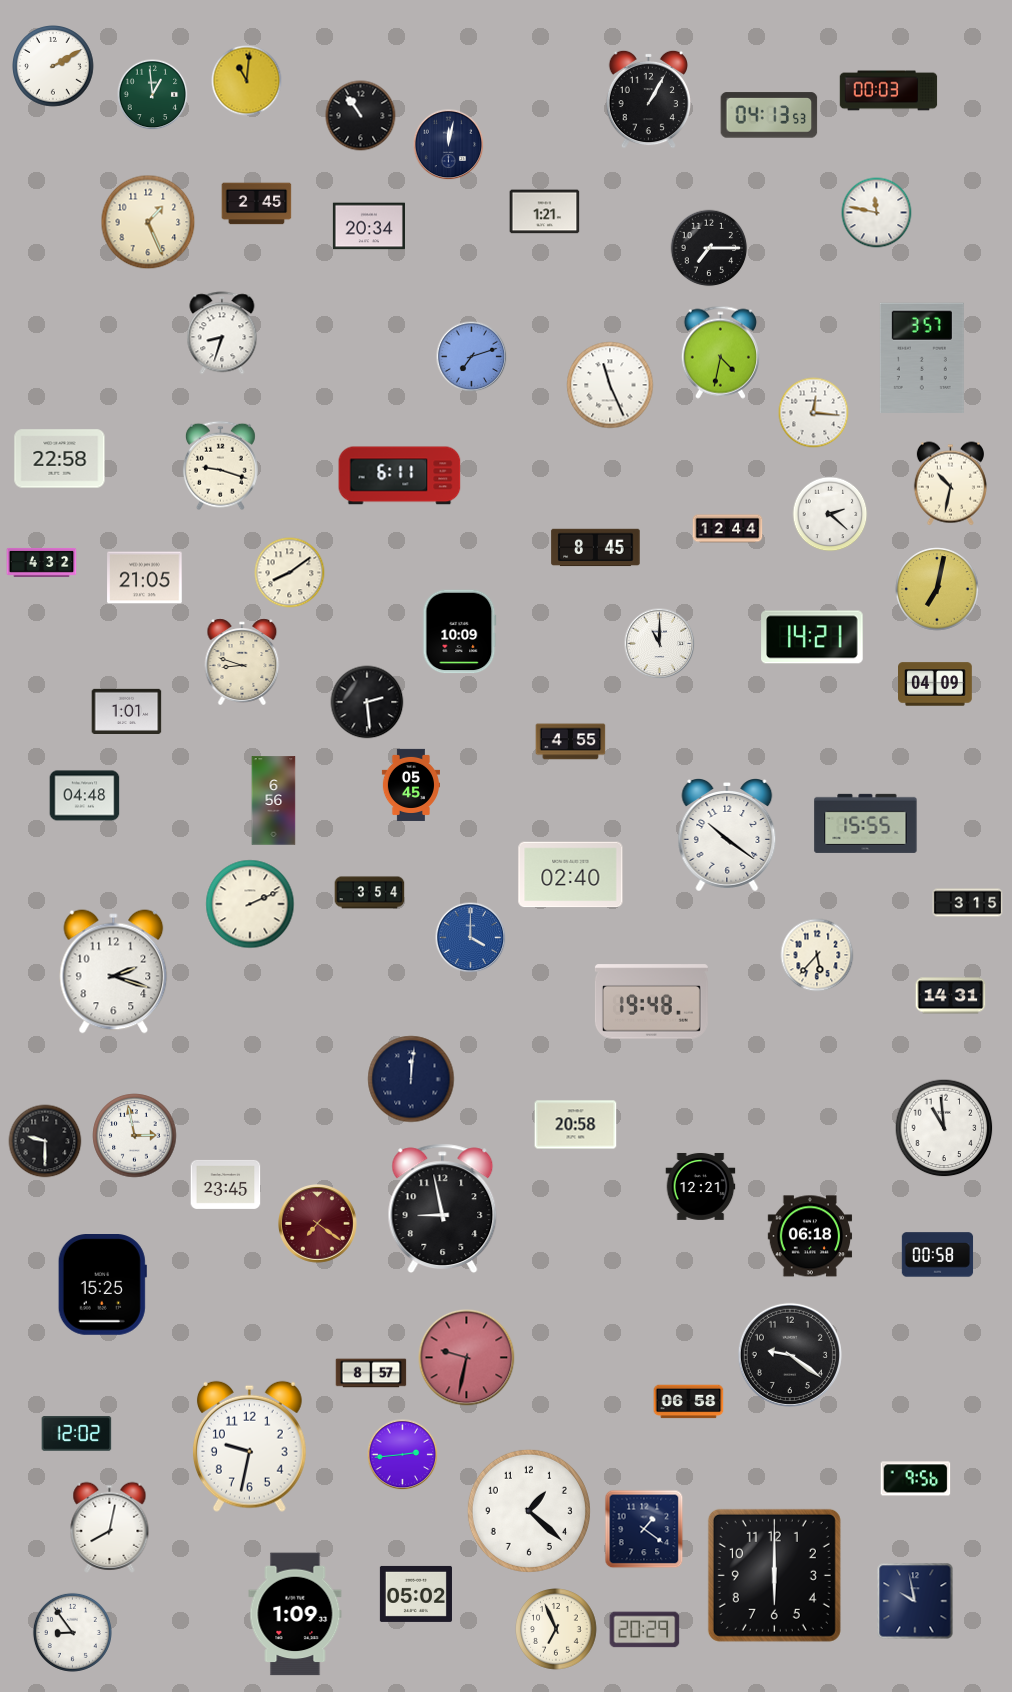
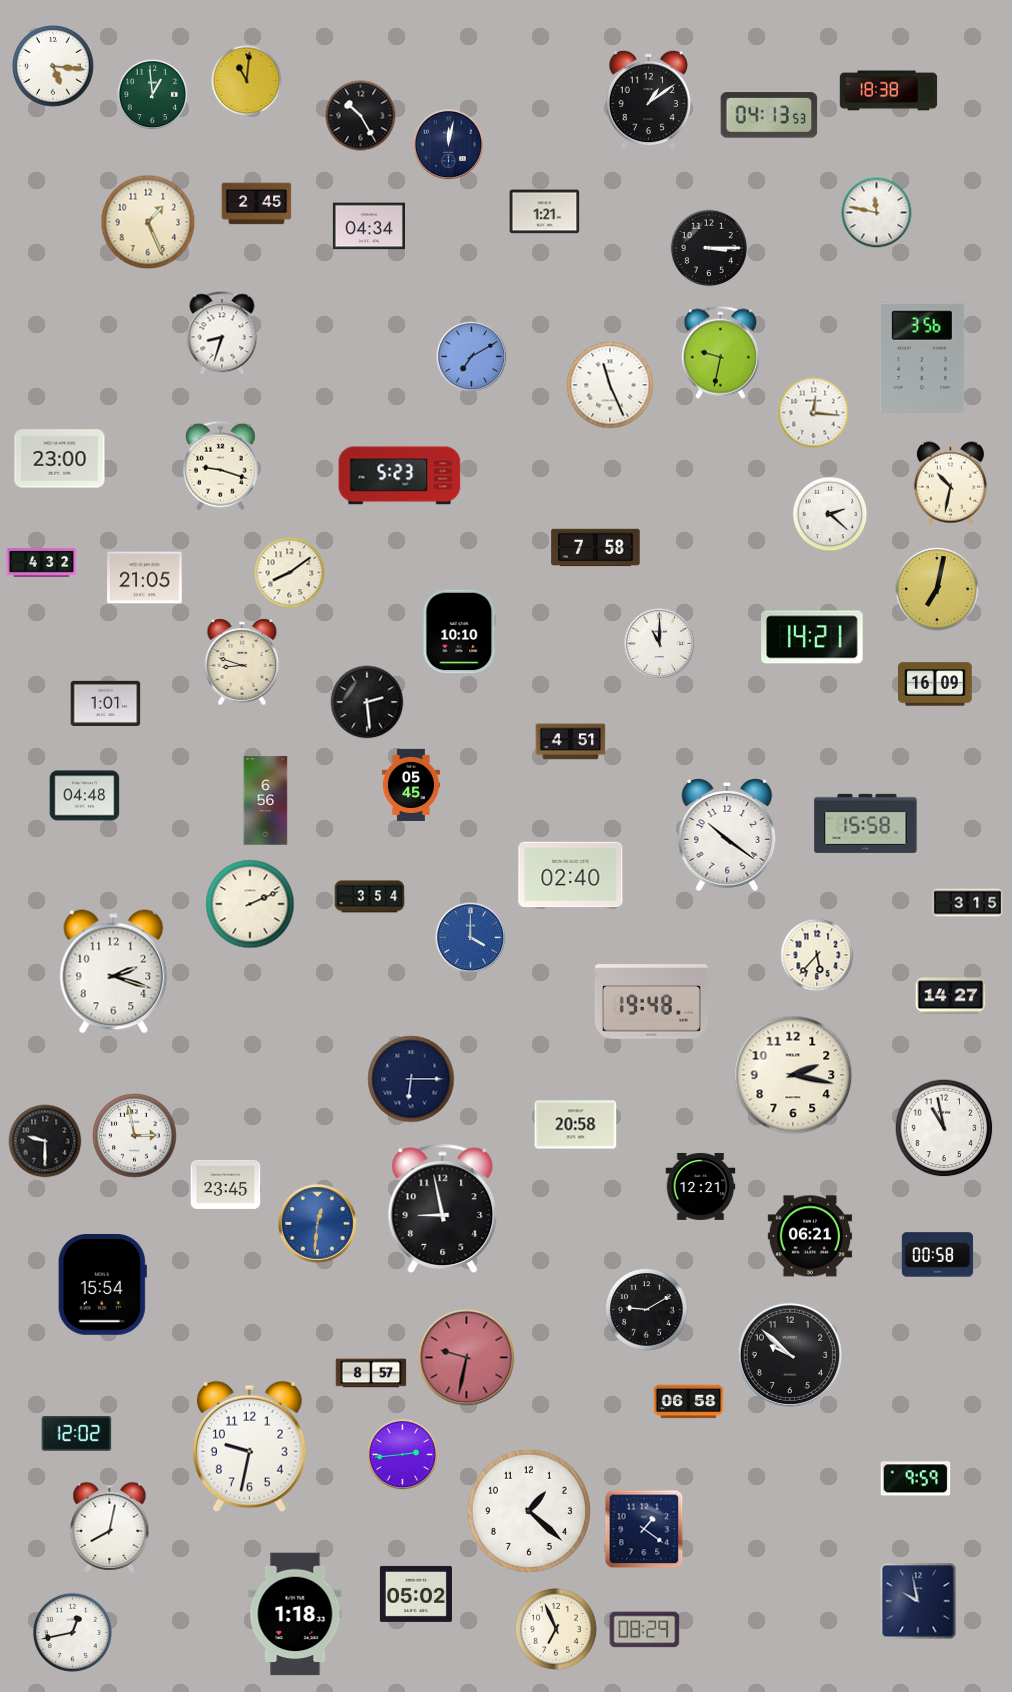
clock at (54, 67): 2:10 -> 5:16
clock at (889, 91): 00:03 -> 18:38
clock at (648, 99): 1:05 -> 1:09
clock at (361, 116): 10:54 -> 10:25
clock at (369, 226): 20:34 -> 04:34
clock at (709, 248): 7:15 -> 3:15
clock at (720, 352): 4:32 -> 9:32
clock at (472, 357): 7:12 -> 7:10
clock at (922, 357): 3:57 -> 3:56
clock at (60, 459): 22:58 -> 23:00
clock at (400, 476): 6:11 -> 5:23
clock at (728, 529): 12:44 -> none
clock at (596, 548): 8:45 -> 7:58
clock at (460, 632): 10:09 -> 10:10
clock at (936, 684): 04:09 -> 16:09
clock at (127, 711) position: (127, 711) -> (106, 703)
clock at (571, 742): 4:55 -> 4:51
clock at (274, 801) position: (274, 801) -> (266, 801)
clock at (866, 823): 15:55 -> 15:58
clock at (370, 893) position: (370, 893) -> (370, 897)
clock at (951, 996): 14:31 -> 14:27
clock at (793, 1075): none -> 2:17
clock at (411, 1079): 12:01 -> 6:15
clock at (944, 1128): 10:59 -> 10:58
clock at (318, 1224): 7:21 -> 12:31
clock at (318, 1224) dial: burgundy -> blue
clock at (810, 1236): 06:18 -> 06:21
clock at (102, 1285): 15:25 -> 15:54
clock at (647, 1310): none -> 9:10
clock at (790, 1355): 9:21 -> 9:52
clock at (916, 1479): 9:56 -> 9:59
clock at (774, 1575): 6:00 -> none
clock at (915, 1601) position: (915, 1601) -> (918, 1601)
clock at (295, 1614): 1:09 -> 1:18
clock at (645, 1630): 20:29 -> 08:29
clock at (72, 1632): 8:54 -> 12:43
